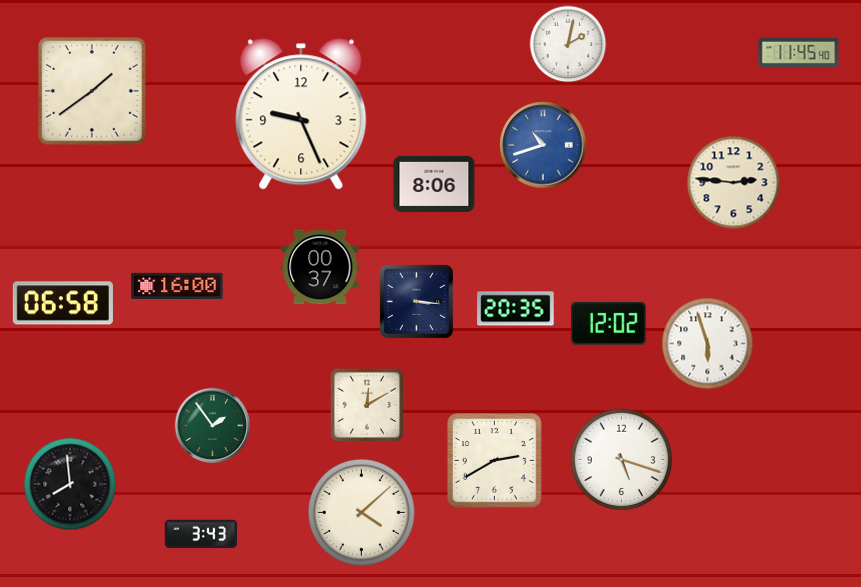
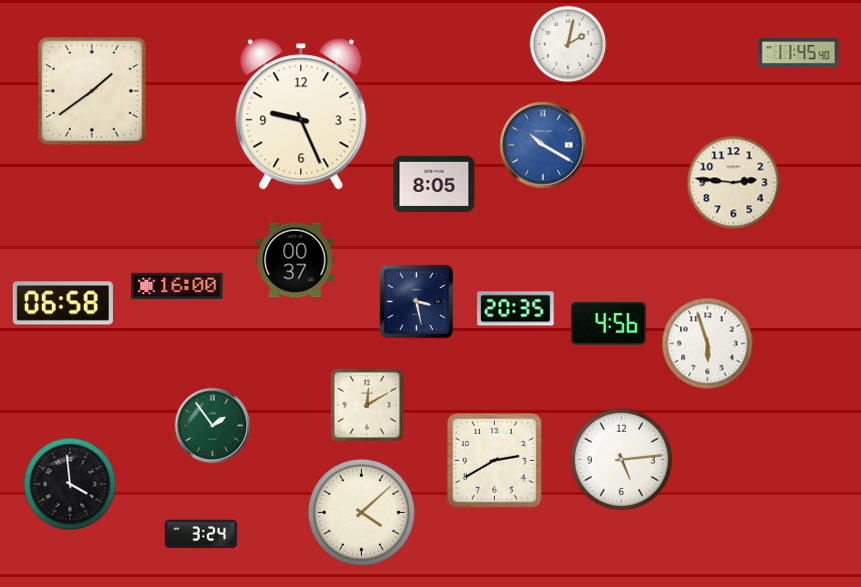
clock at (543, 145): 10:42 -> 10:20
clock at (434, 183): 8:06 -> 8:05
clock at (320, 267) position: (320, 267) -> (295, 260)
clock at (416, 301): 3:16 -> 3:28
clock at (608, 324): 12:02 -> 4:56
clock at (622, 460): 5:18 -> 5:14
clock at (70, 484): 7:59 -> 3:59
clock at (201, 534): 3:43 -> 3:24
